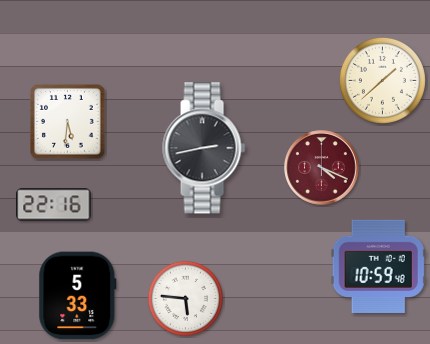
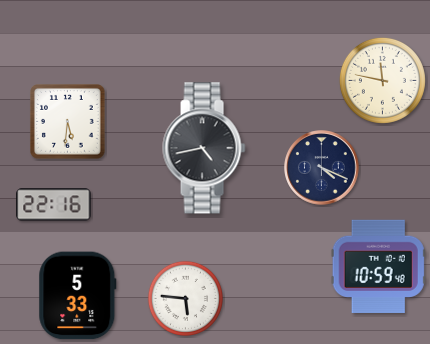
clock at (382, 80): 1:38 -> 11:47
clock at (204, 148): 2:43 -> 4:43
clock at (322, 168) dial: burgundy -> navy
